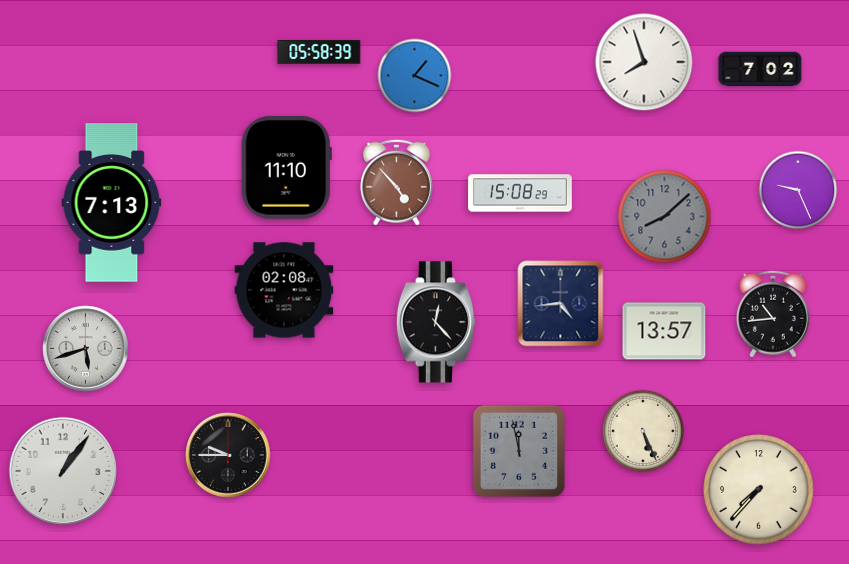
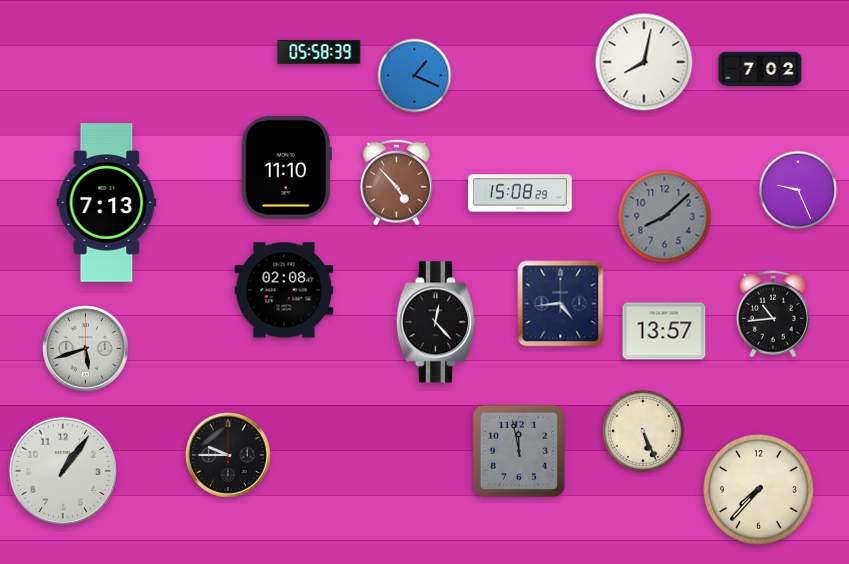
clock at (644, 62): 7:57 -> 8:02
clock at (112, 203) position: (112, 203) -> (107, 203)
